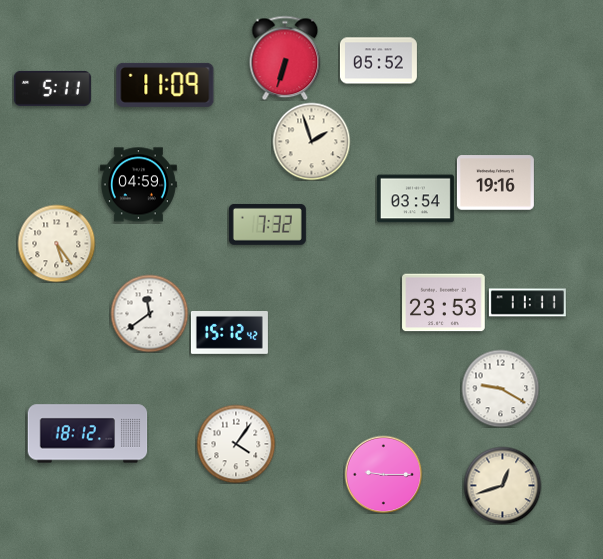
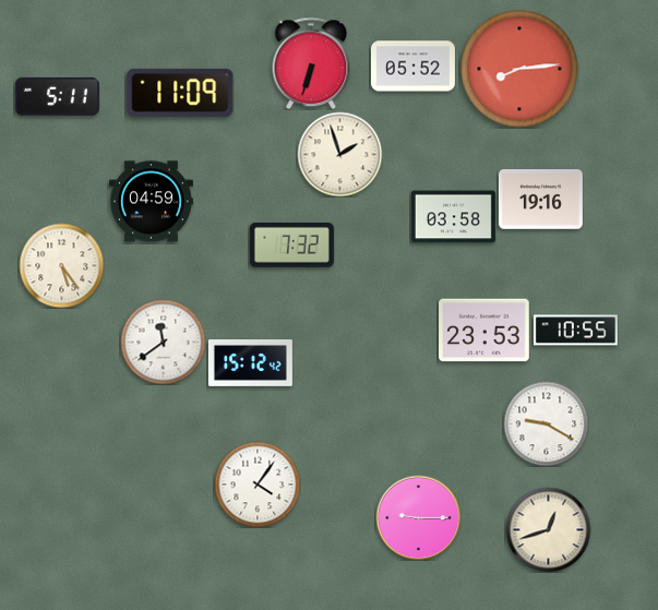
clock at (519, 69): none -> 8:14
clock at (415, 199): 03:54 -> 03:58
clock at (527, 303): 11:11 -> 10:55
clock at (88, 434): 18:12 -> none
